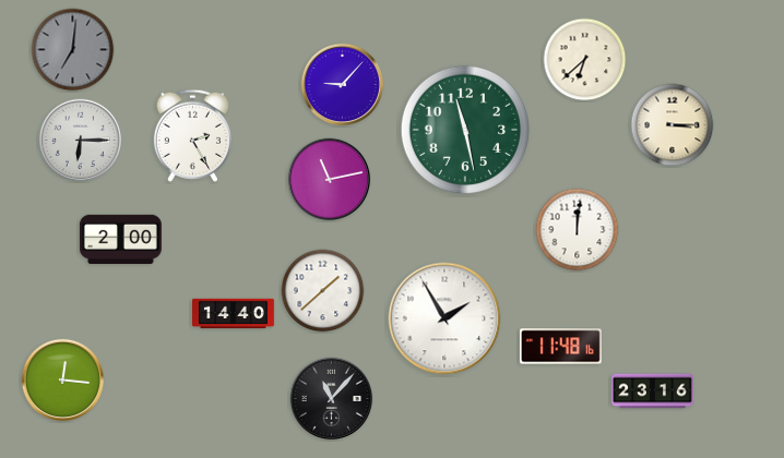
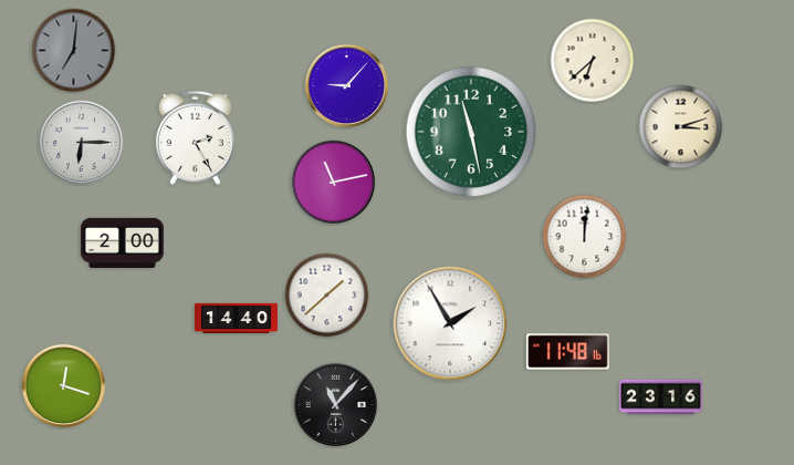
clock at (673, 125): 3:15 -> 3:12
clock at (578, 230) position: (578, 230) -> (585, 237)
clock at (63, 381): 12:16 -> 12:18
